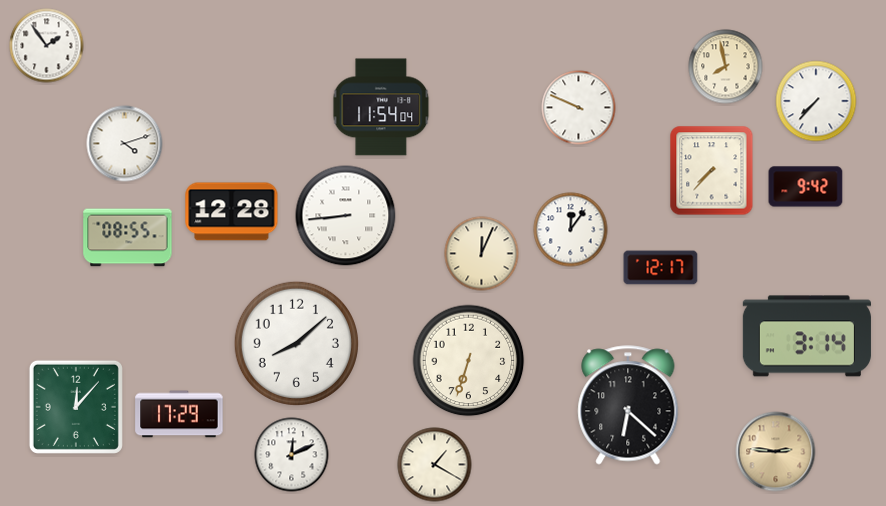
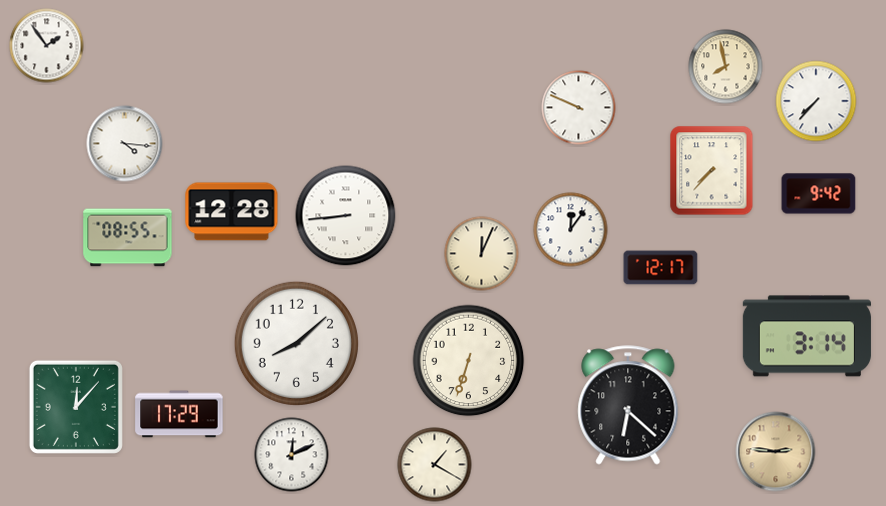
clock at (381, 107): 11:54 -> none
clock at (125, 144): 4:12 -> 4:16
clock at (806, 187) position: (806, 187) -> (819, 194)
